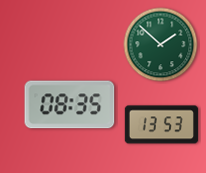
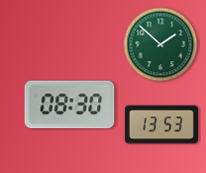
clock at (70, 105): 08:35 -> 08:30
